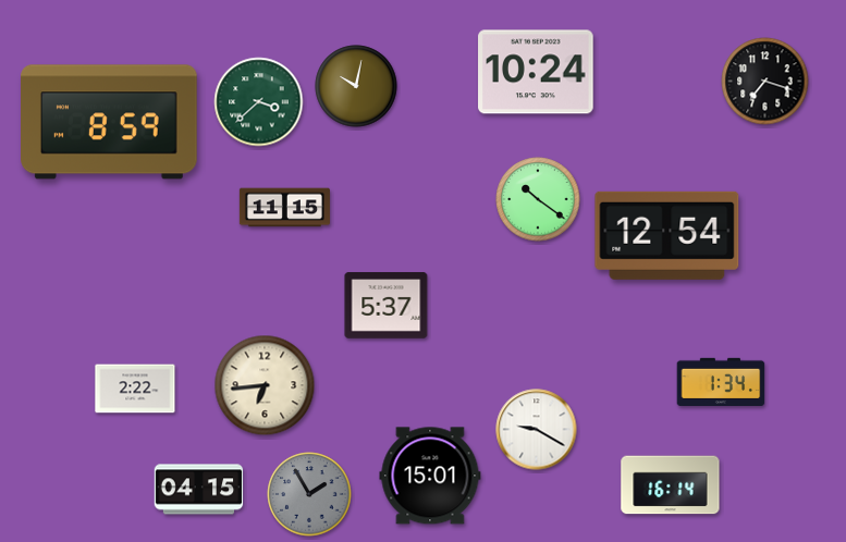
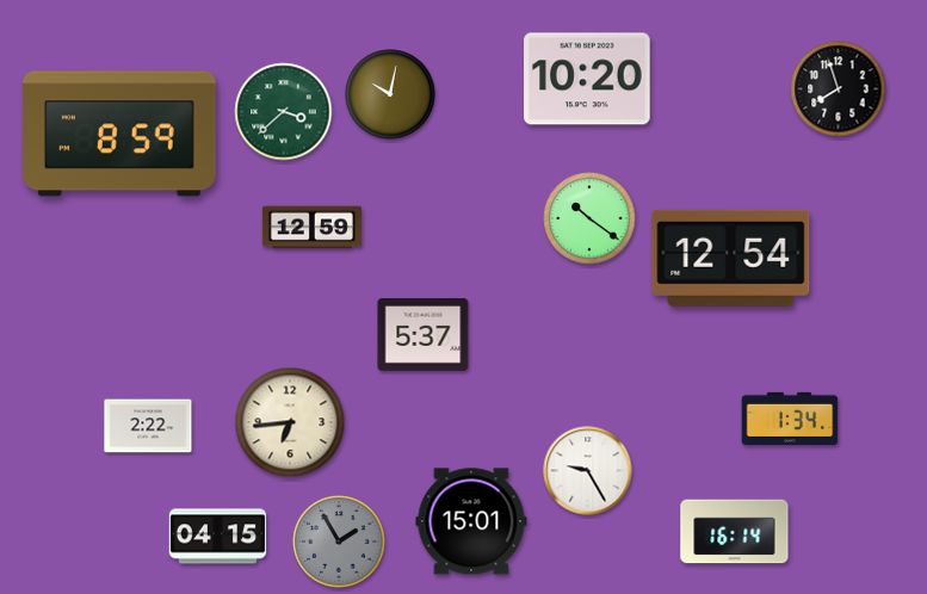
clock at (536, 72): 10:24 -> 10:20
clock at (765, 82): 7:18 -> 7:57
clock at (284, 208): 11:15 -> 12:59
clock at (537, 430): 9:20 -> 9:25
